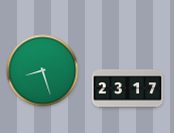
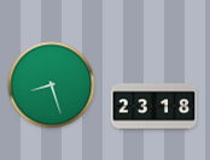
clock at (128, 89): 23:17 -> 23:18
